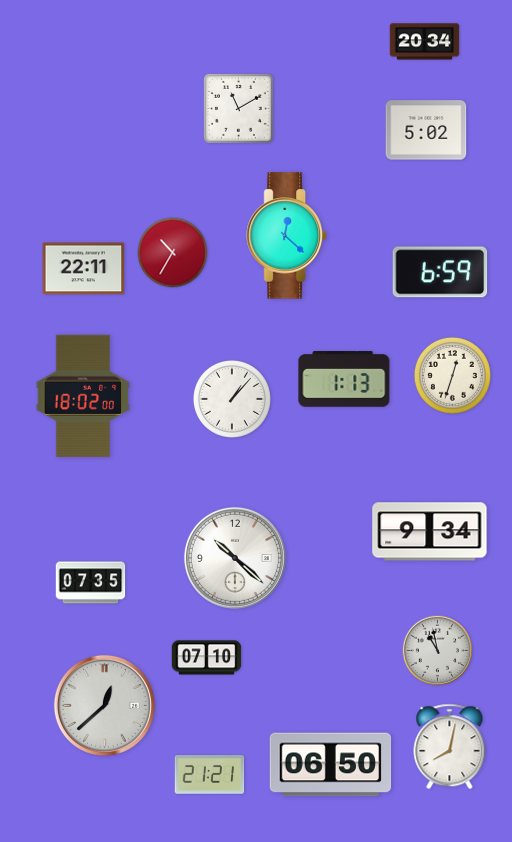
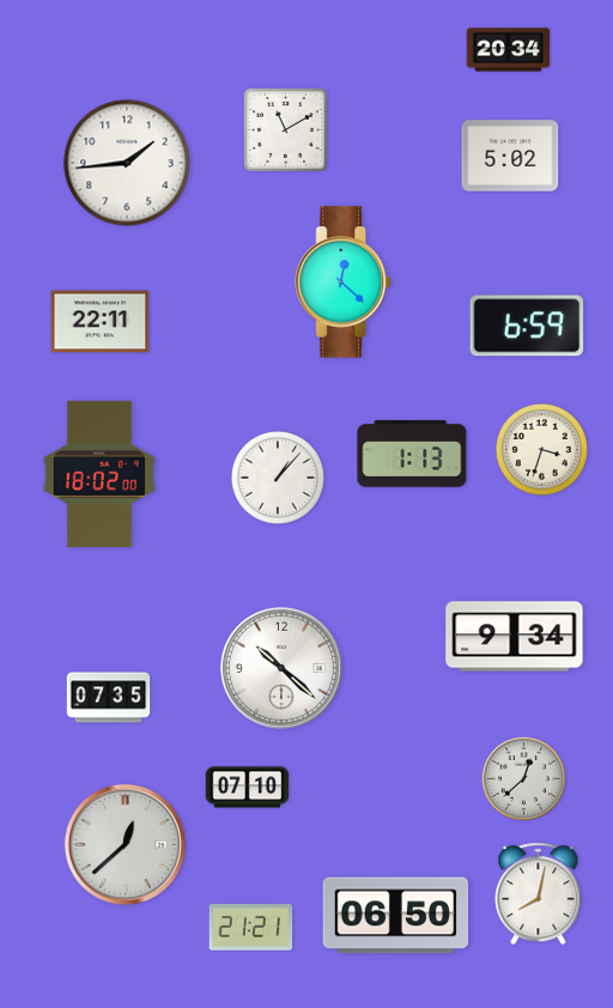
clock at (127, 163): none -> 1:44
clock at (173, 253): 10:35 -> none
clock at (452, 375): 12:33 -> 3:33
clock at (438, 651): 10:58 -> 12:38
